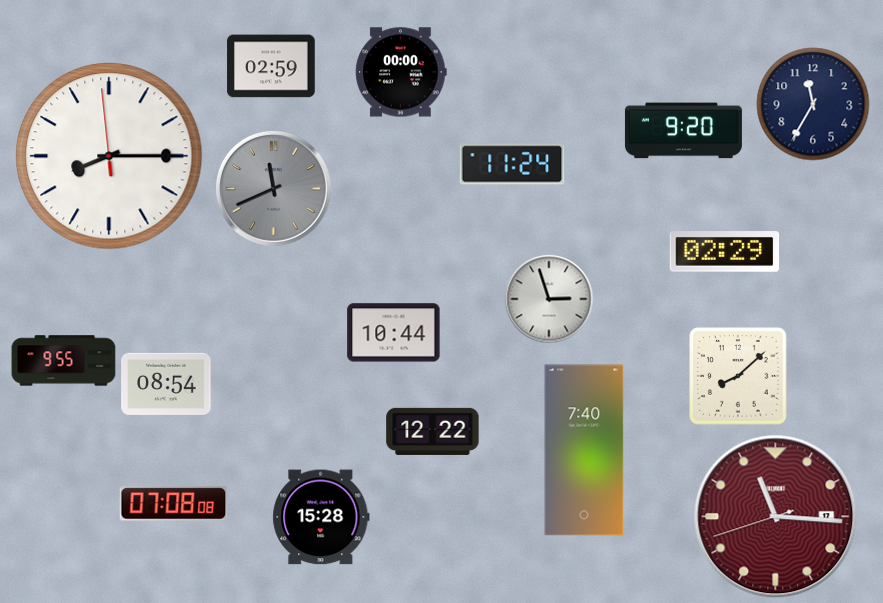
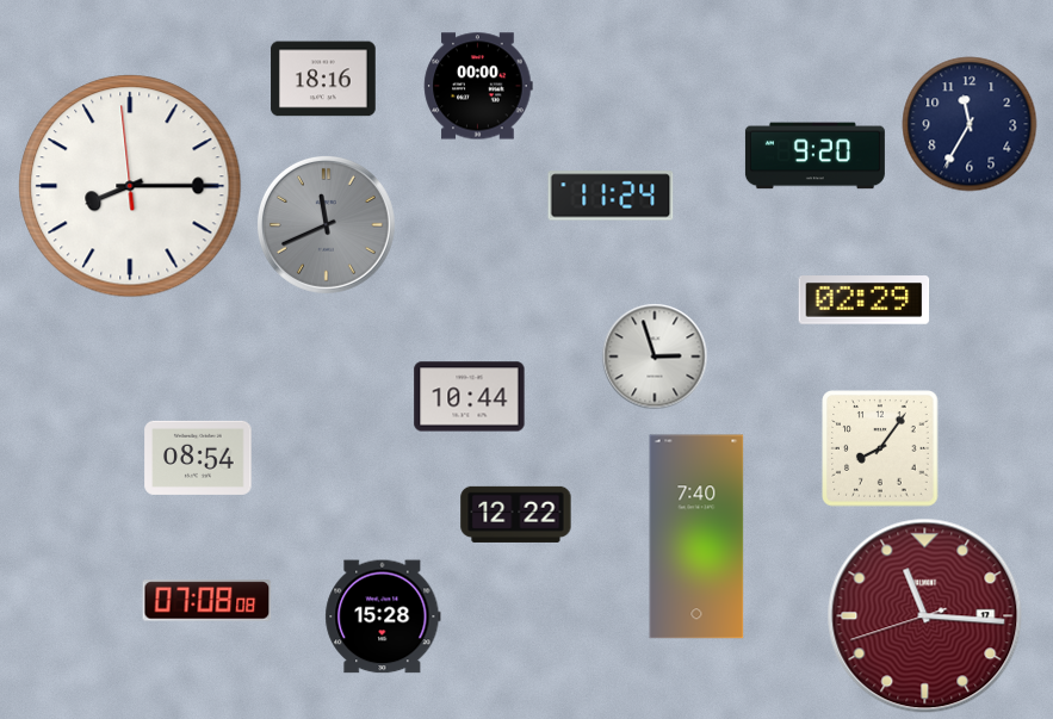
clock at (271, 66): 02:59 -> 18:16
clock at (64, 361): 9:55 -> none
clock at (738, 376): 8:08 -> 8:06
